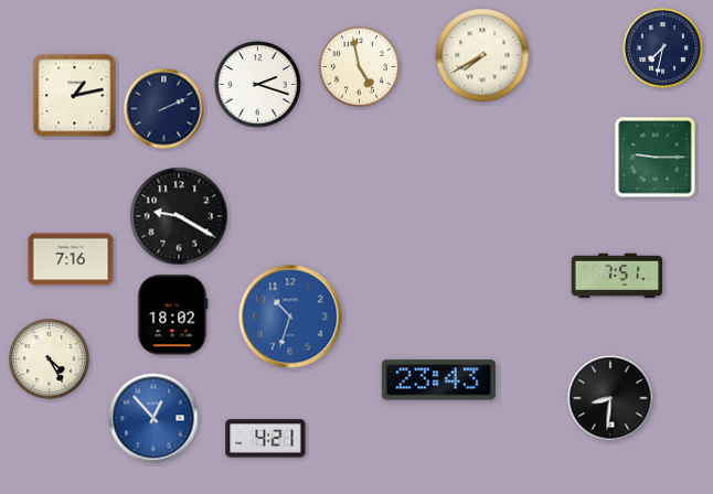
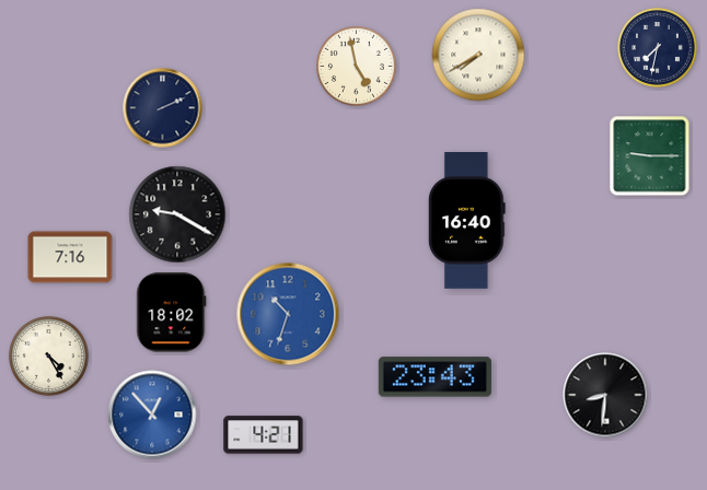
clock at (258, 85): 2:18 -> none
clock at (75, 96): 1:13 -> none
clock at (466, 221): none -> 16:40
clock at (617, 276): 7:51 -> none
